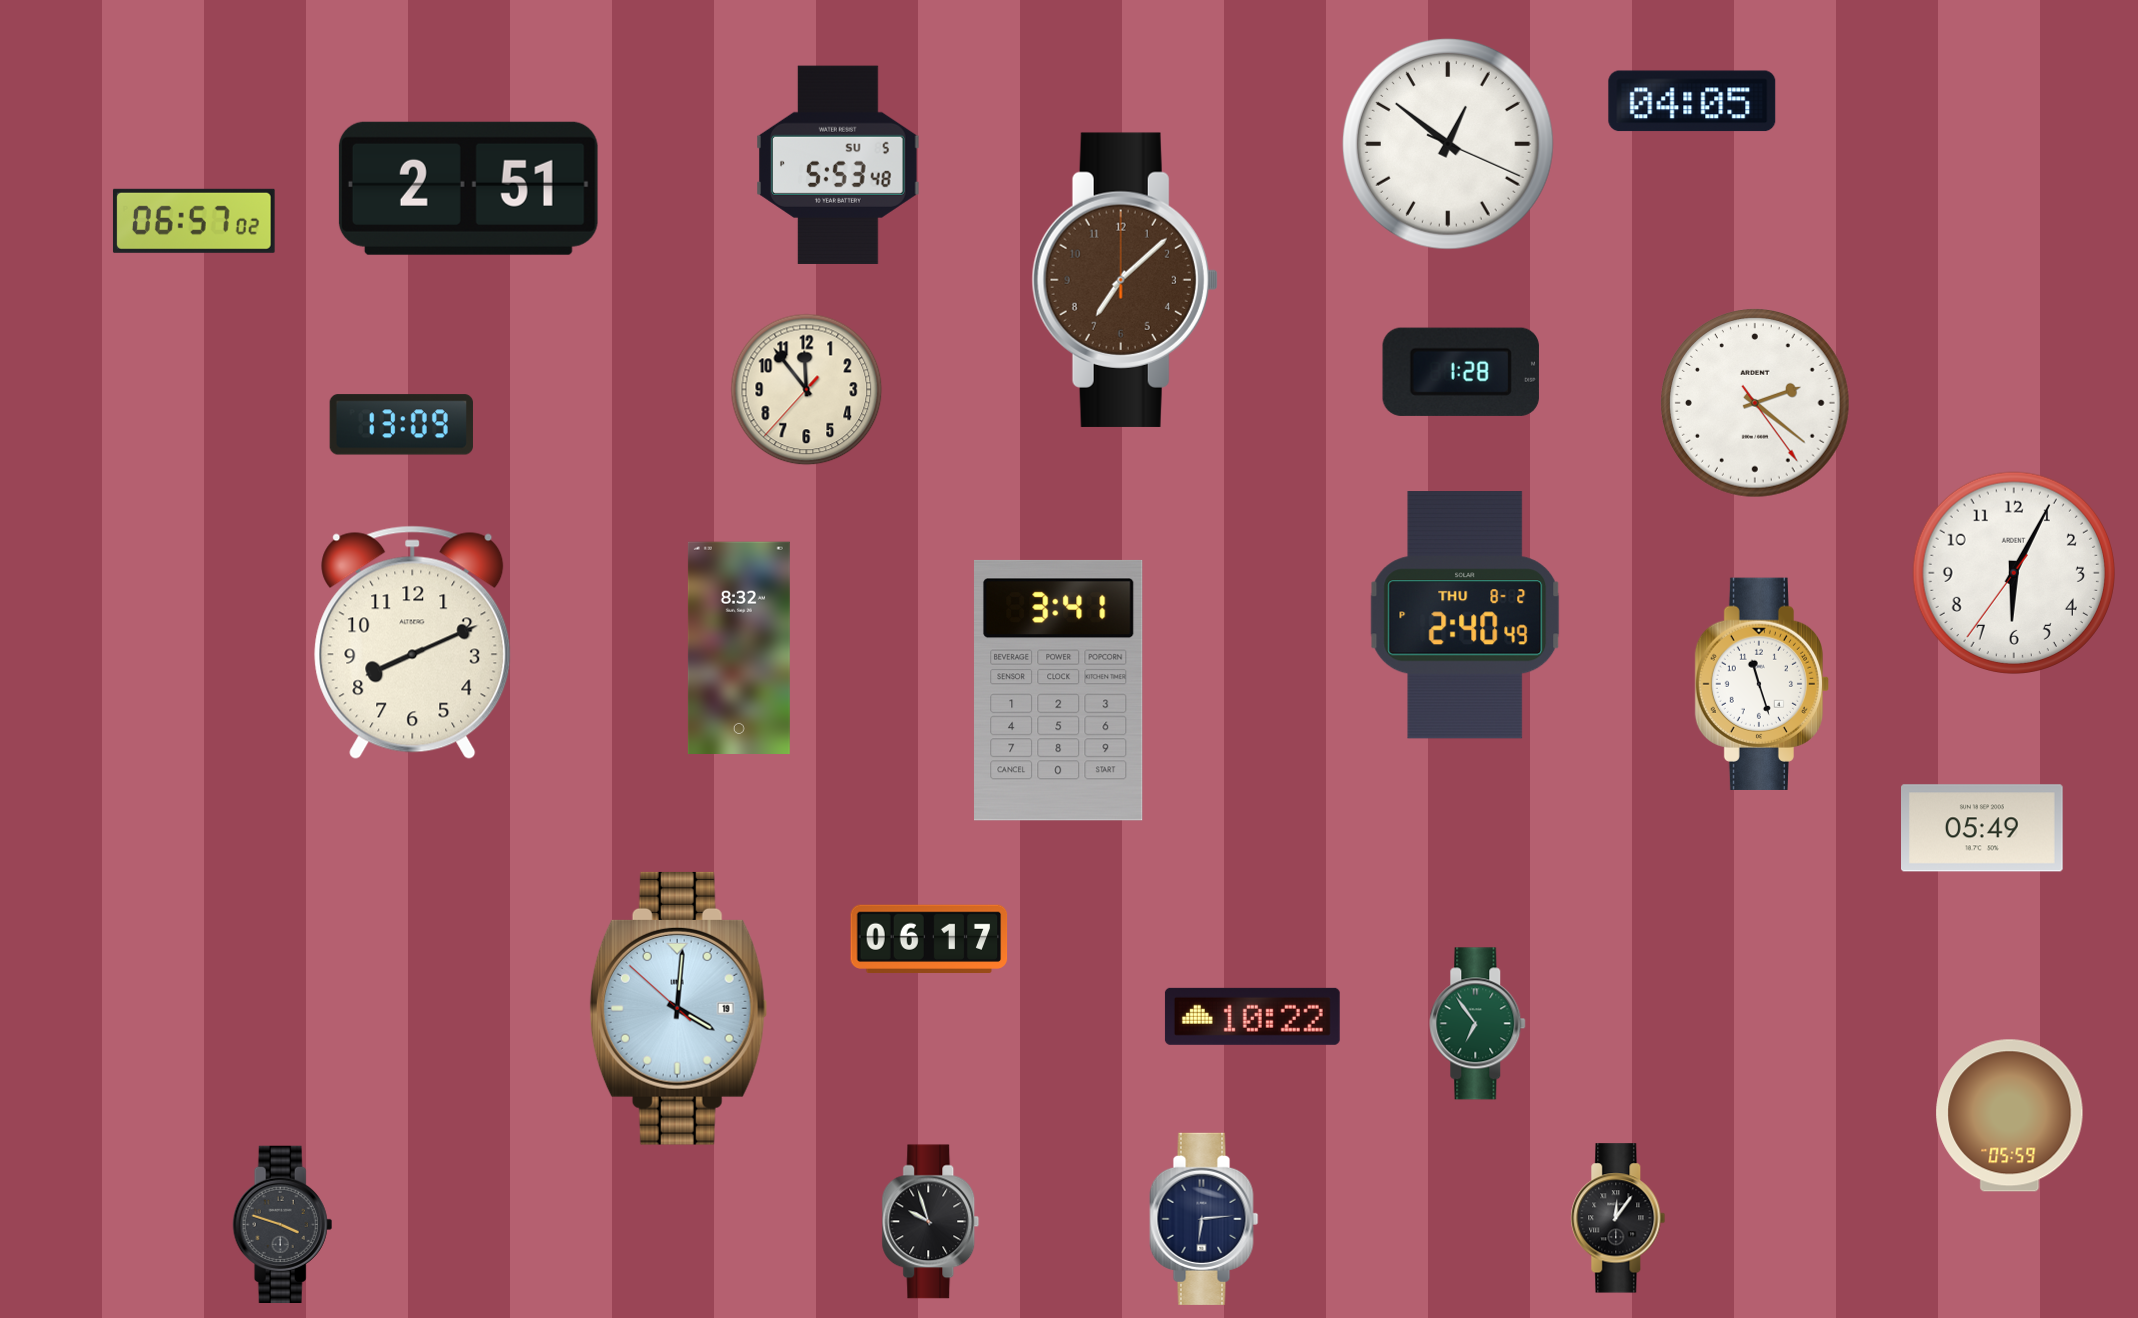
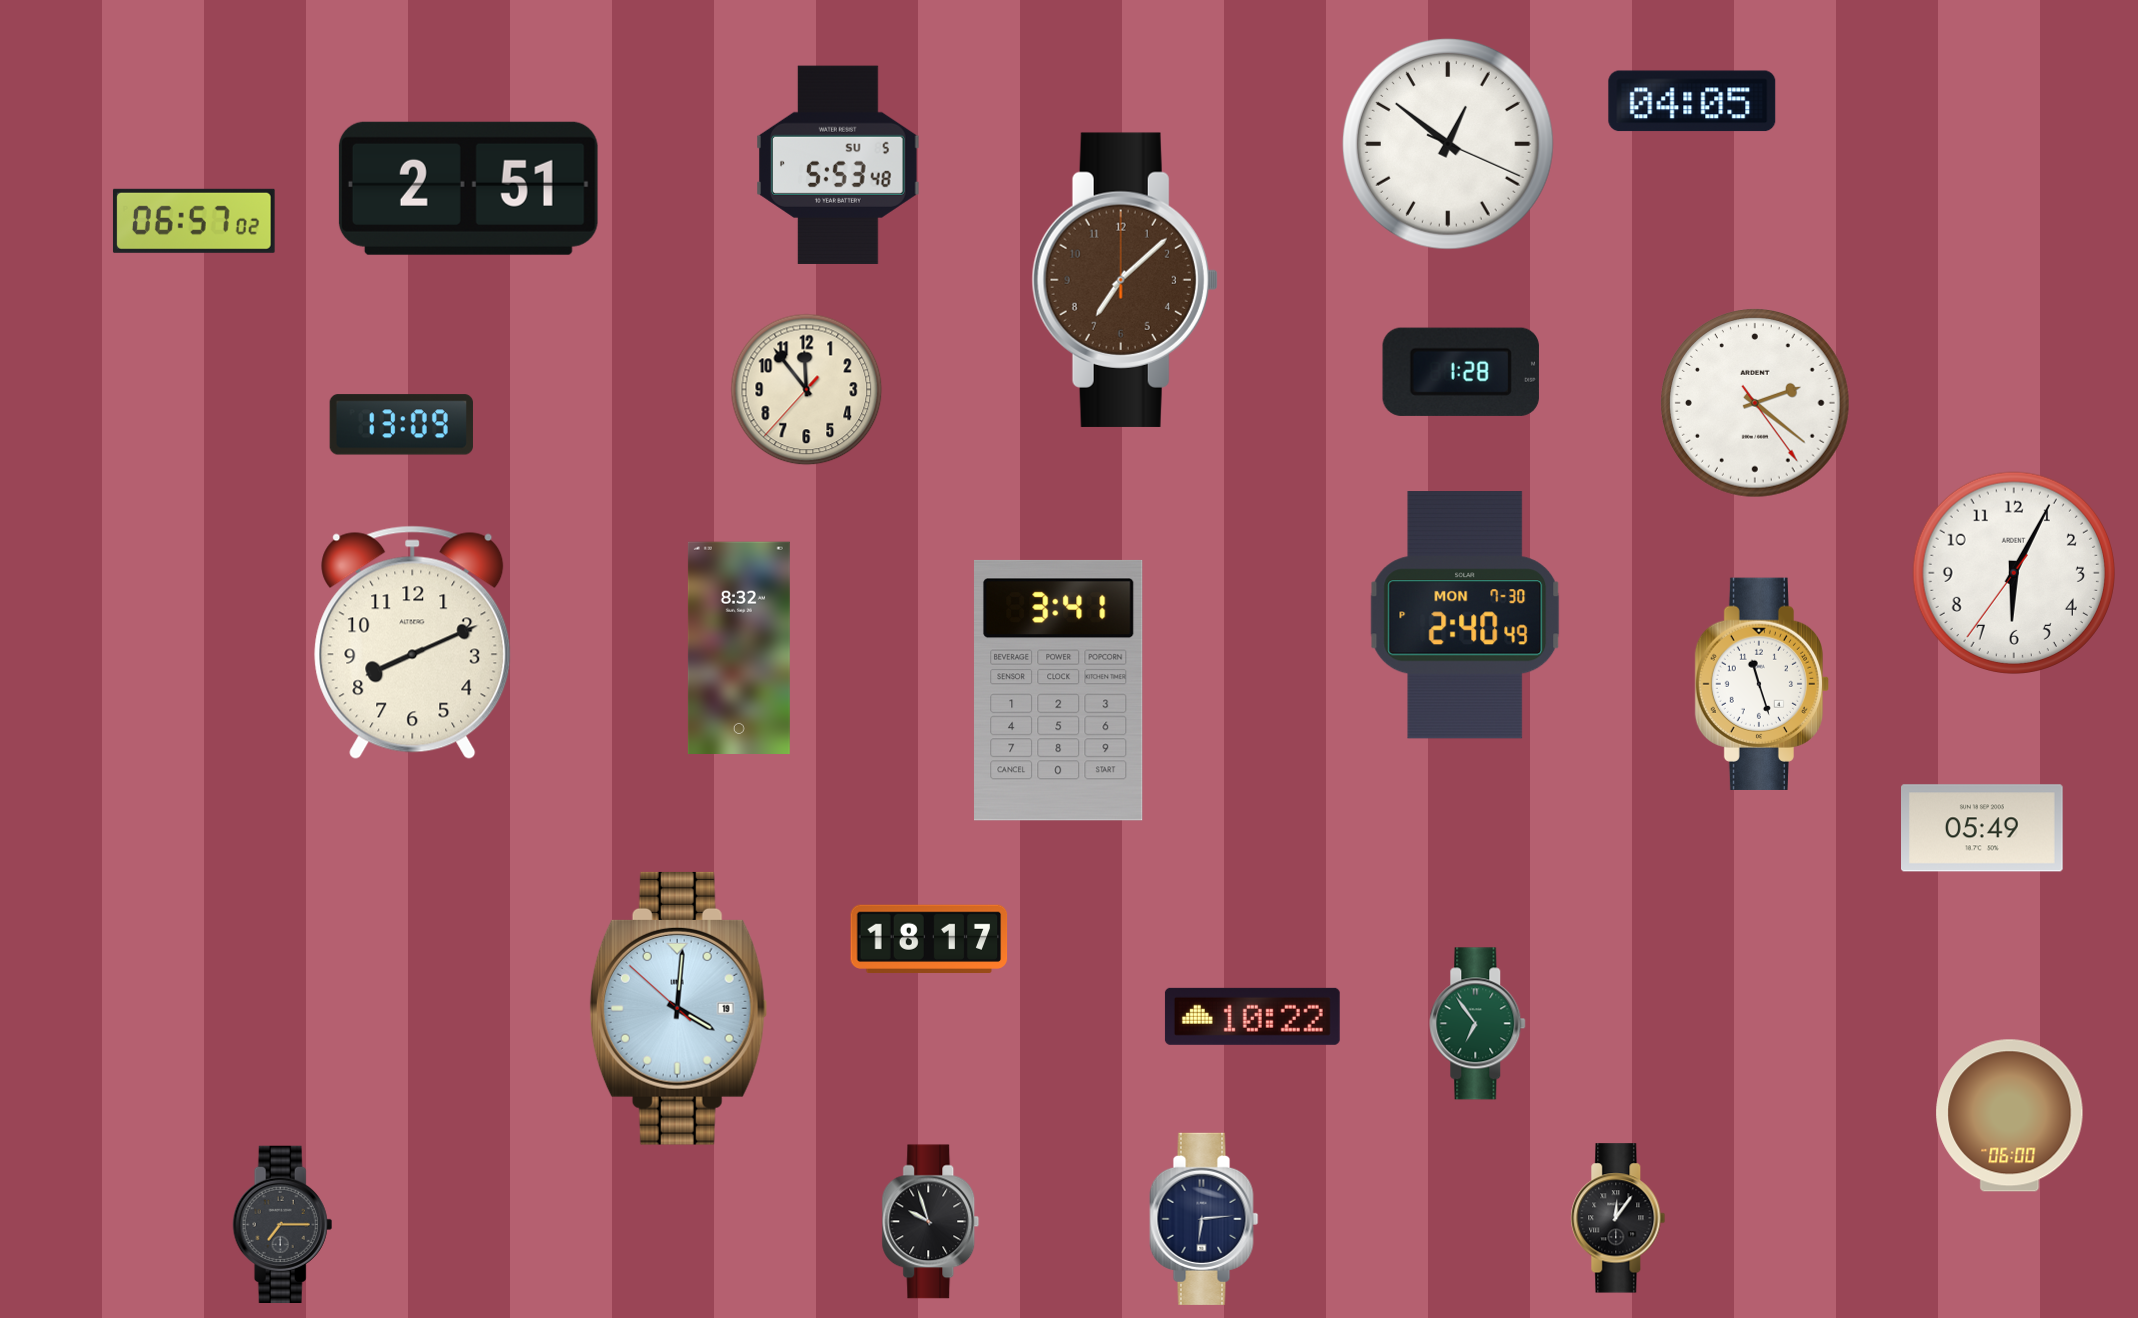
clock at (1465, 615) date: THU 8-2 -> MON 7-30
clock at (929, 938): 06:17 -> 18:17
clock at (2010, 1116): 05:59 -> 06:00
clock at (283, 1224): 3:48 -> 7:15
